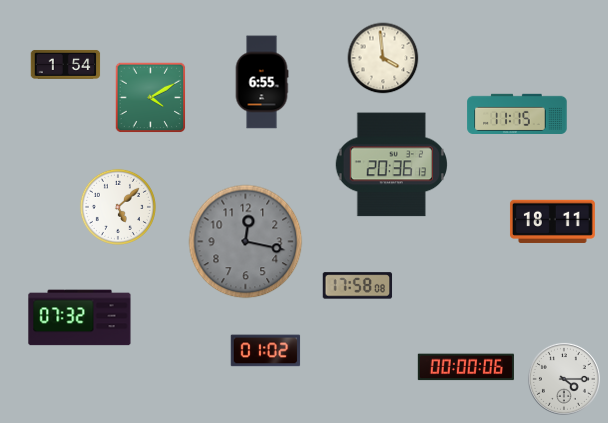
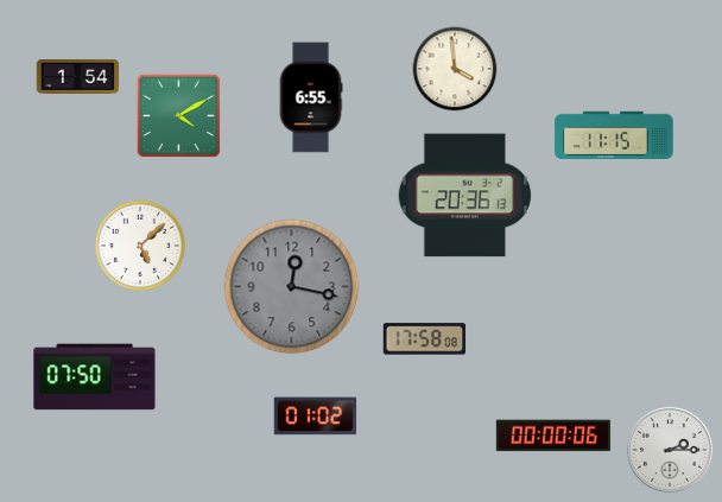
clock at (552, 221): 18:11 -> none
clock at (80, 318): 07:32 -> 07:50
clock at (564, 379): 4:15 -> 2:15
